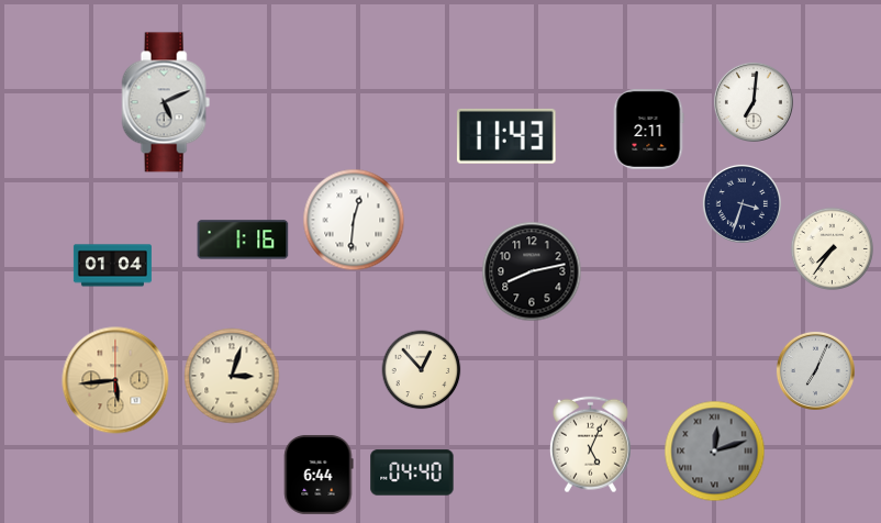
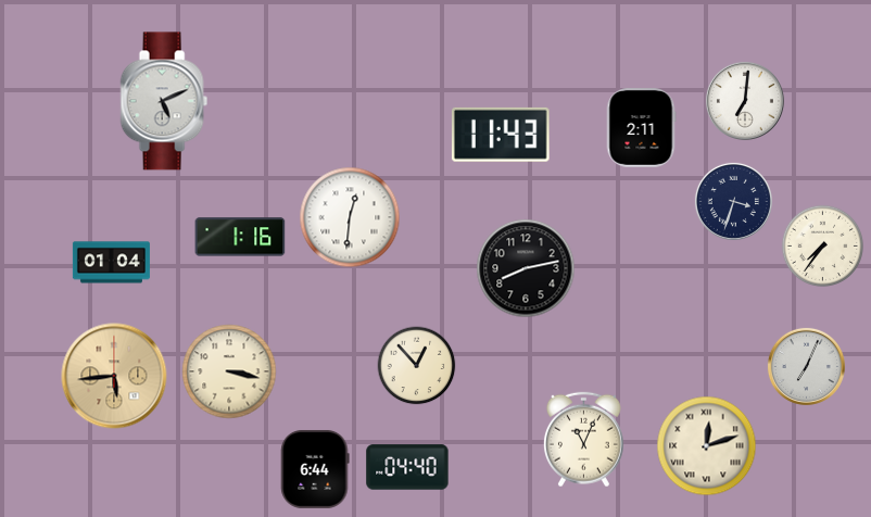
clock at (232, 376): 3:03 -> 3:17
clock at (590, 445): 5:04 -> 11:04
clock at (715, 452) dial: grey -> cream
